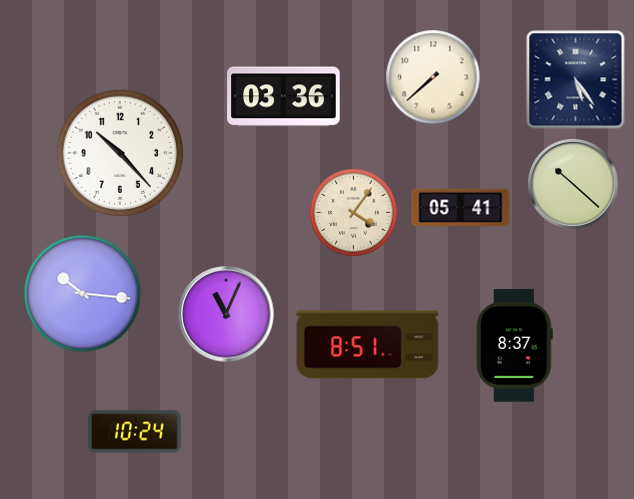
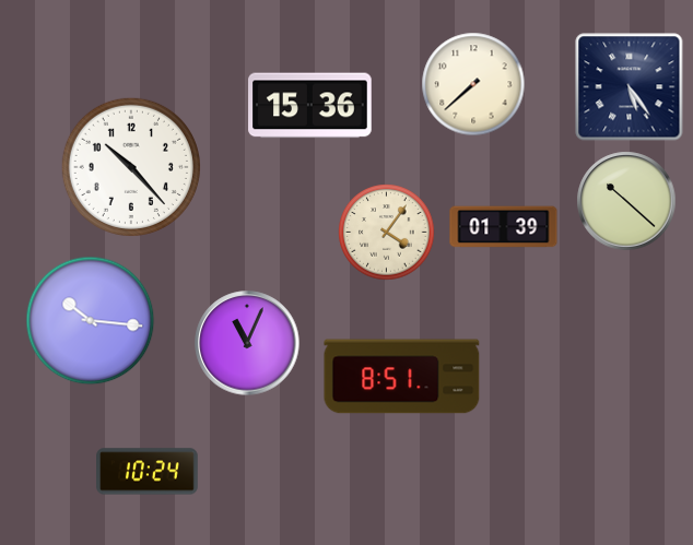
clock at (284, 97): 03:36 -> 15:36
clock at (461, 208): 05:41 -> 01:39
clock at (514, 346): 8:37 -> none
